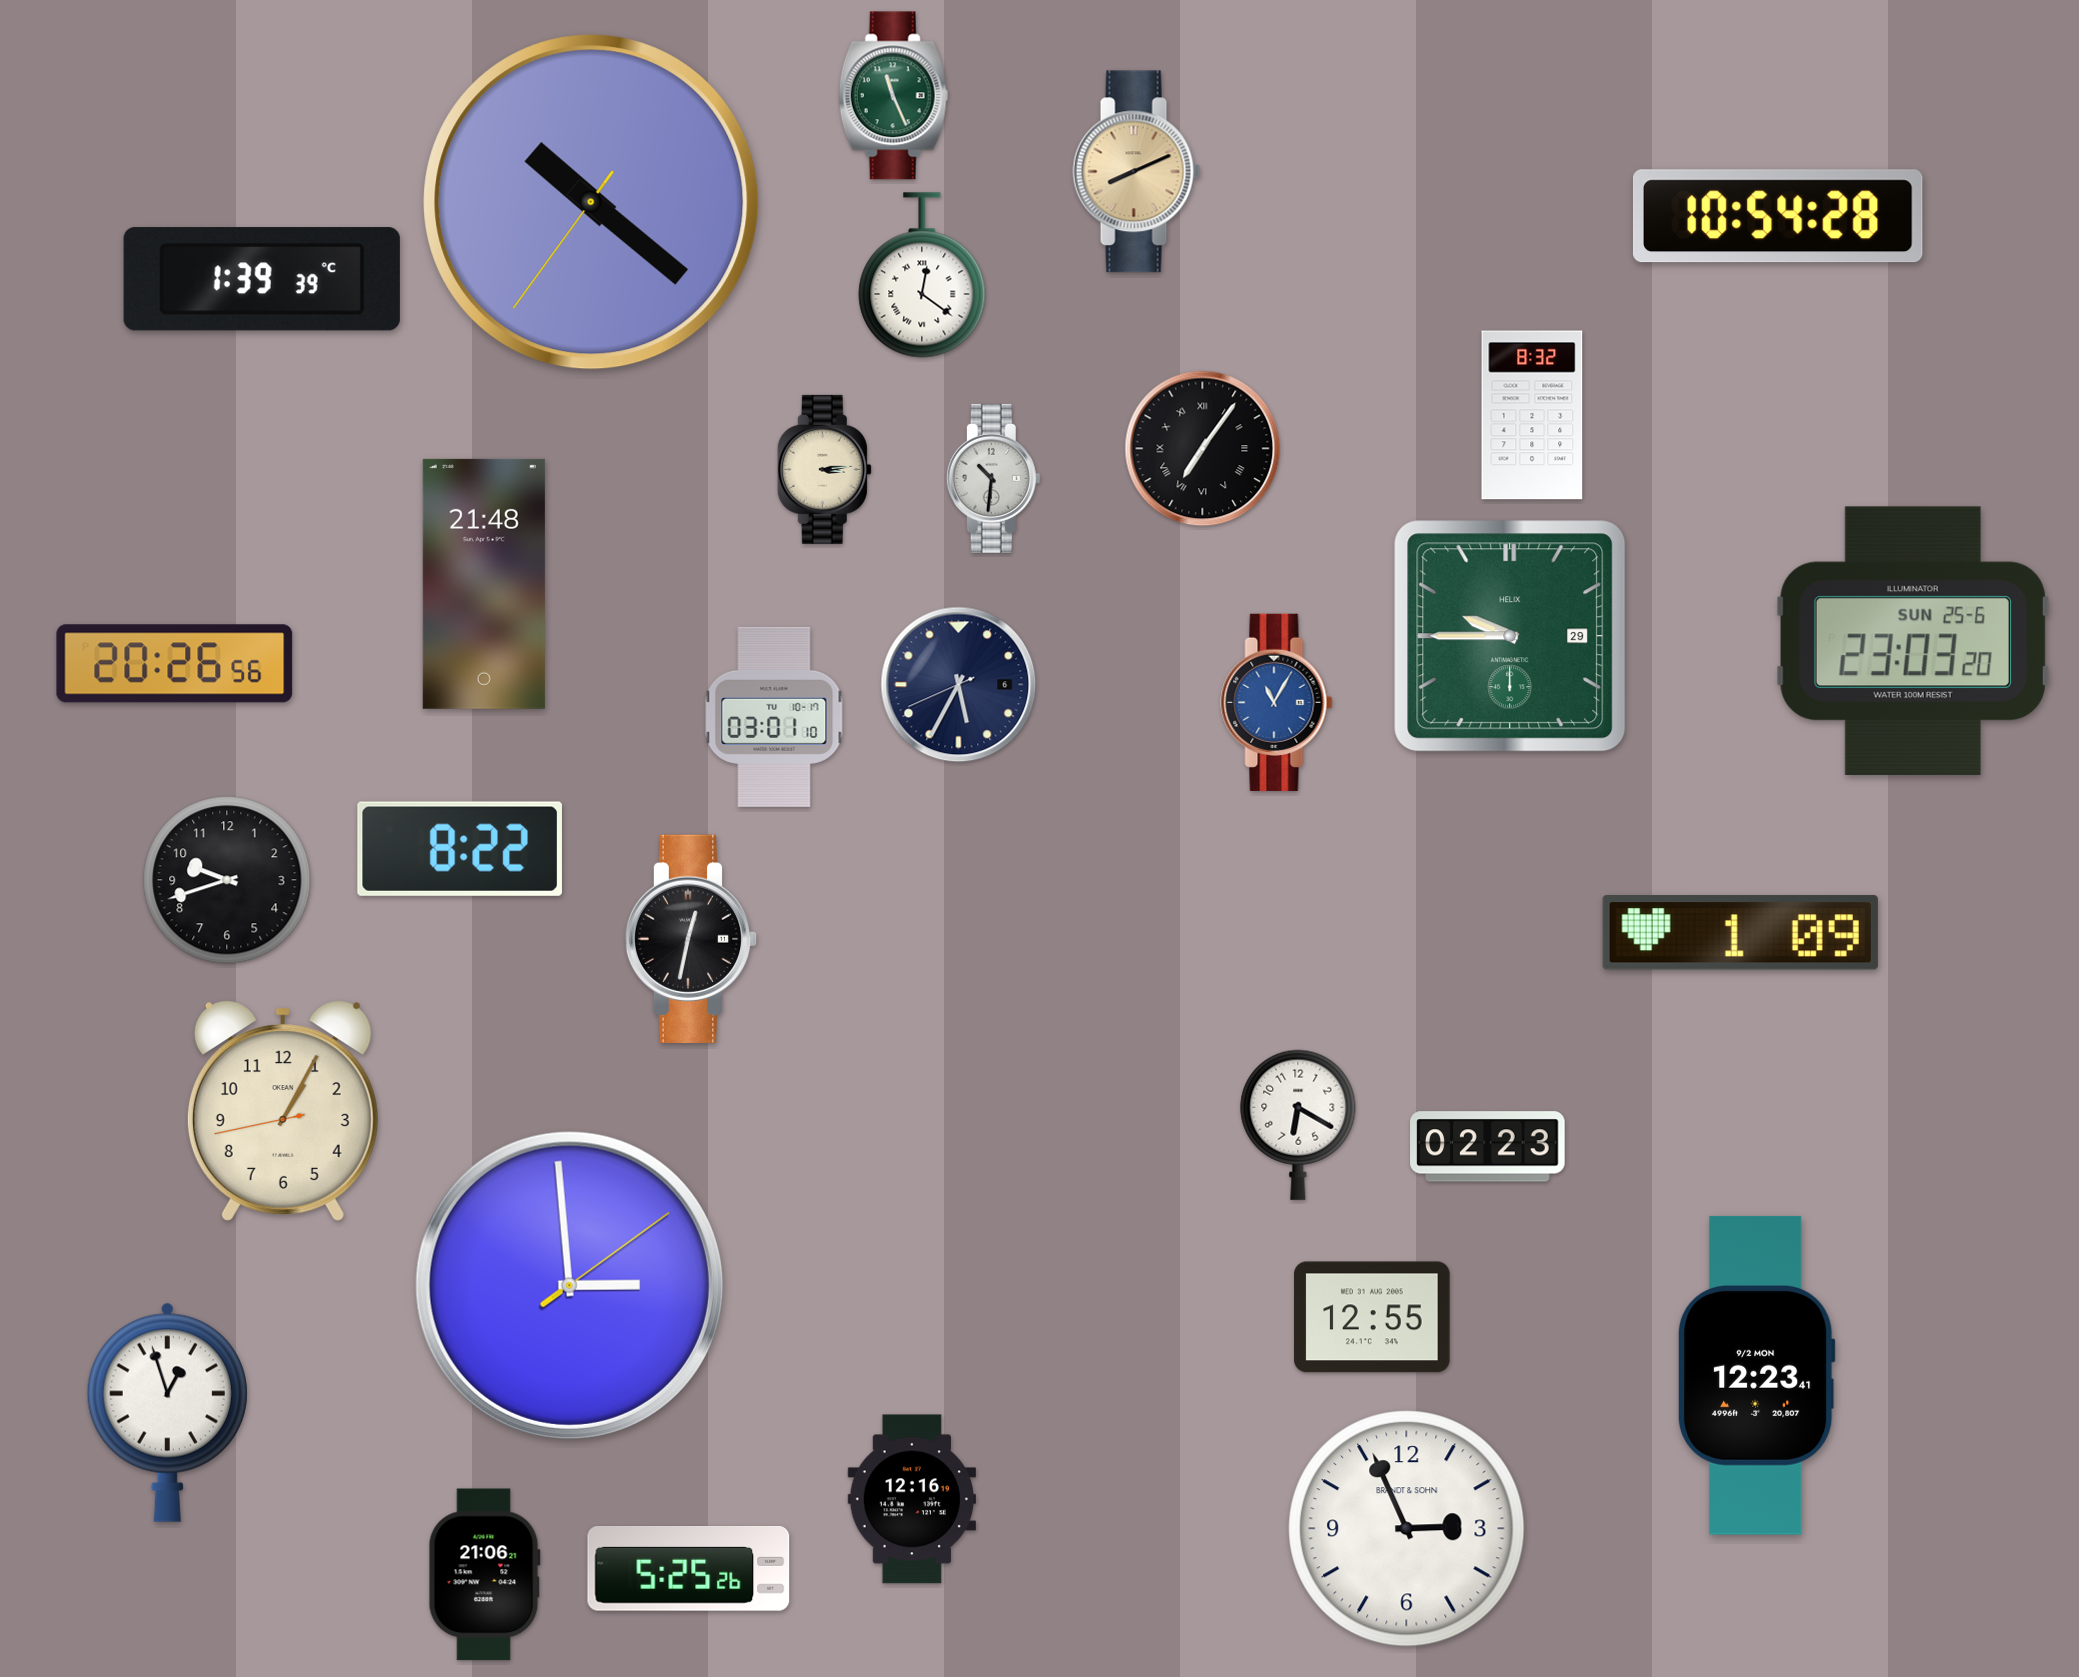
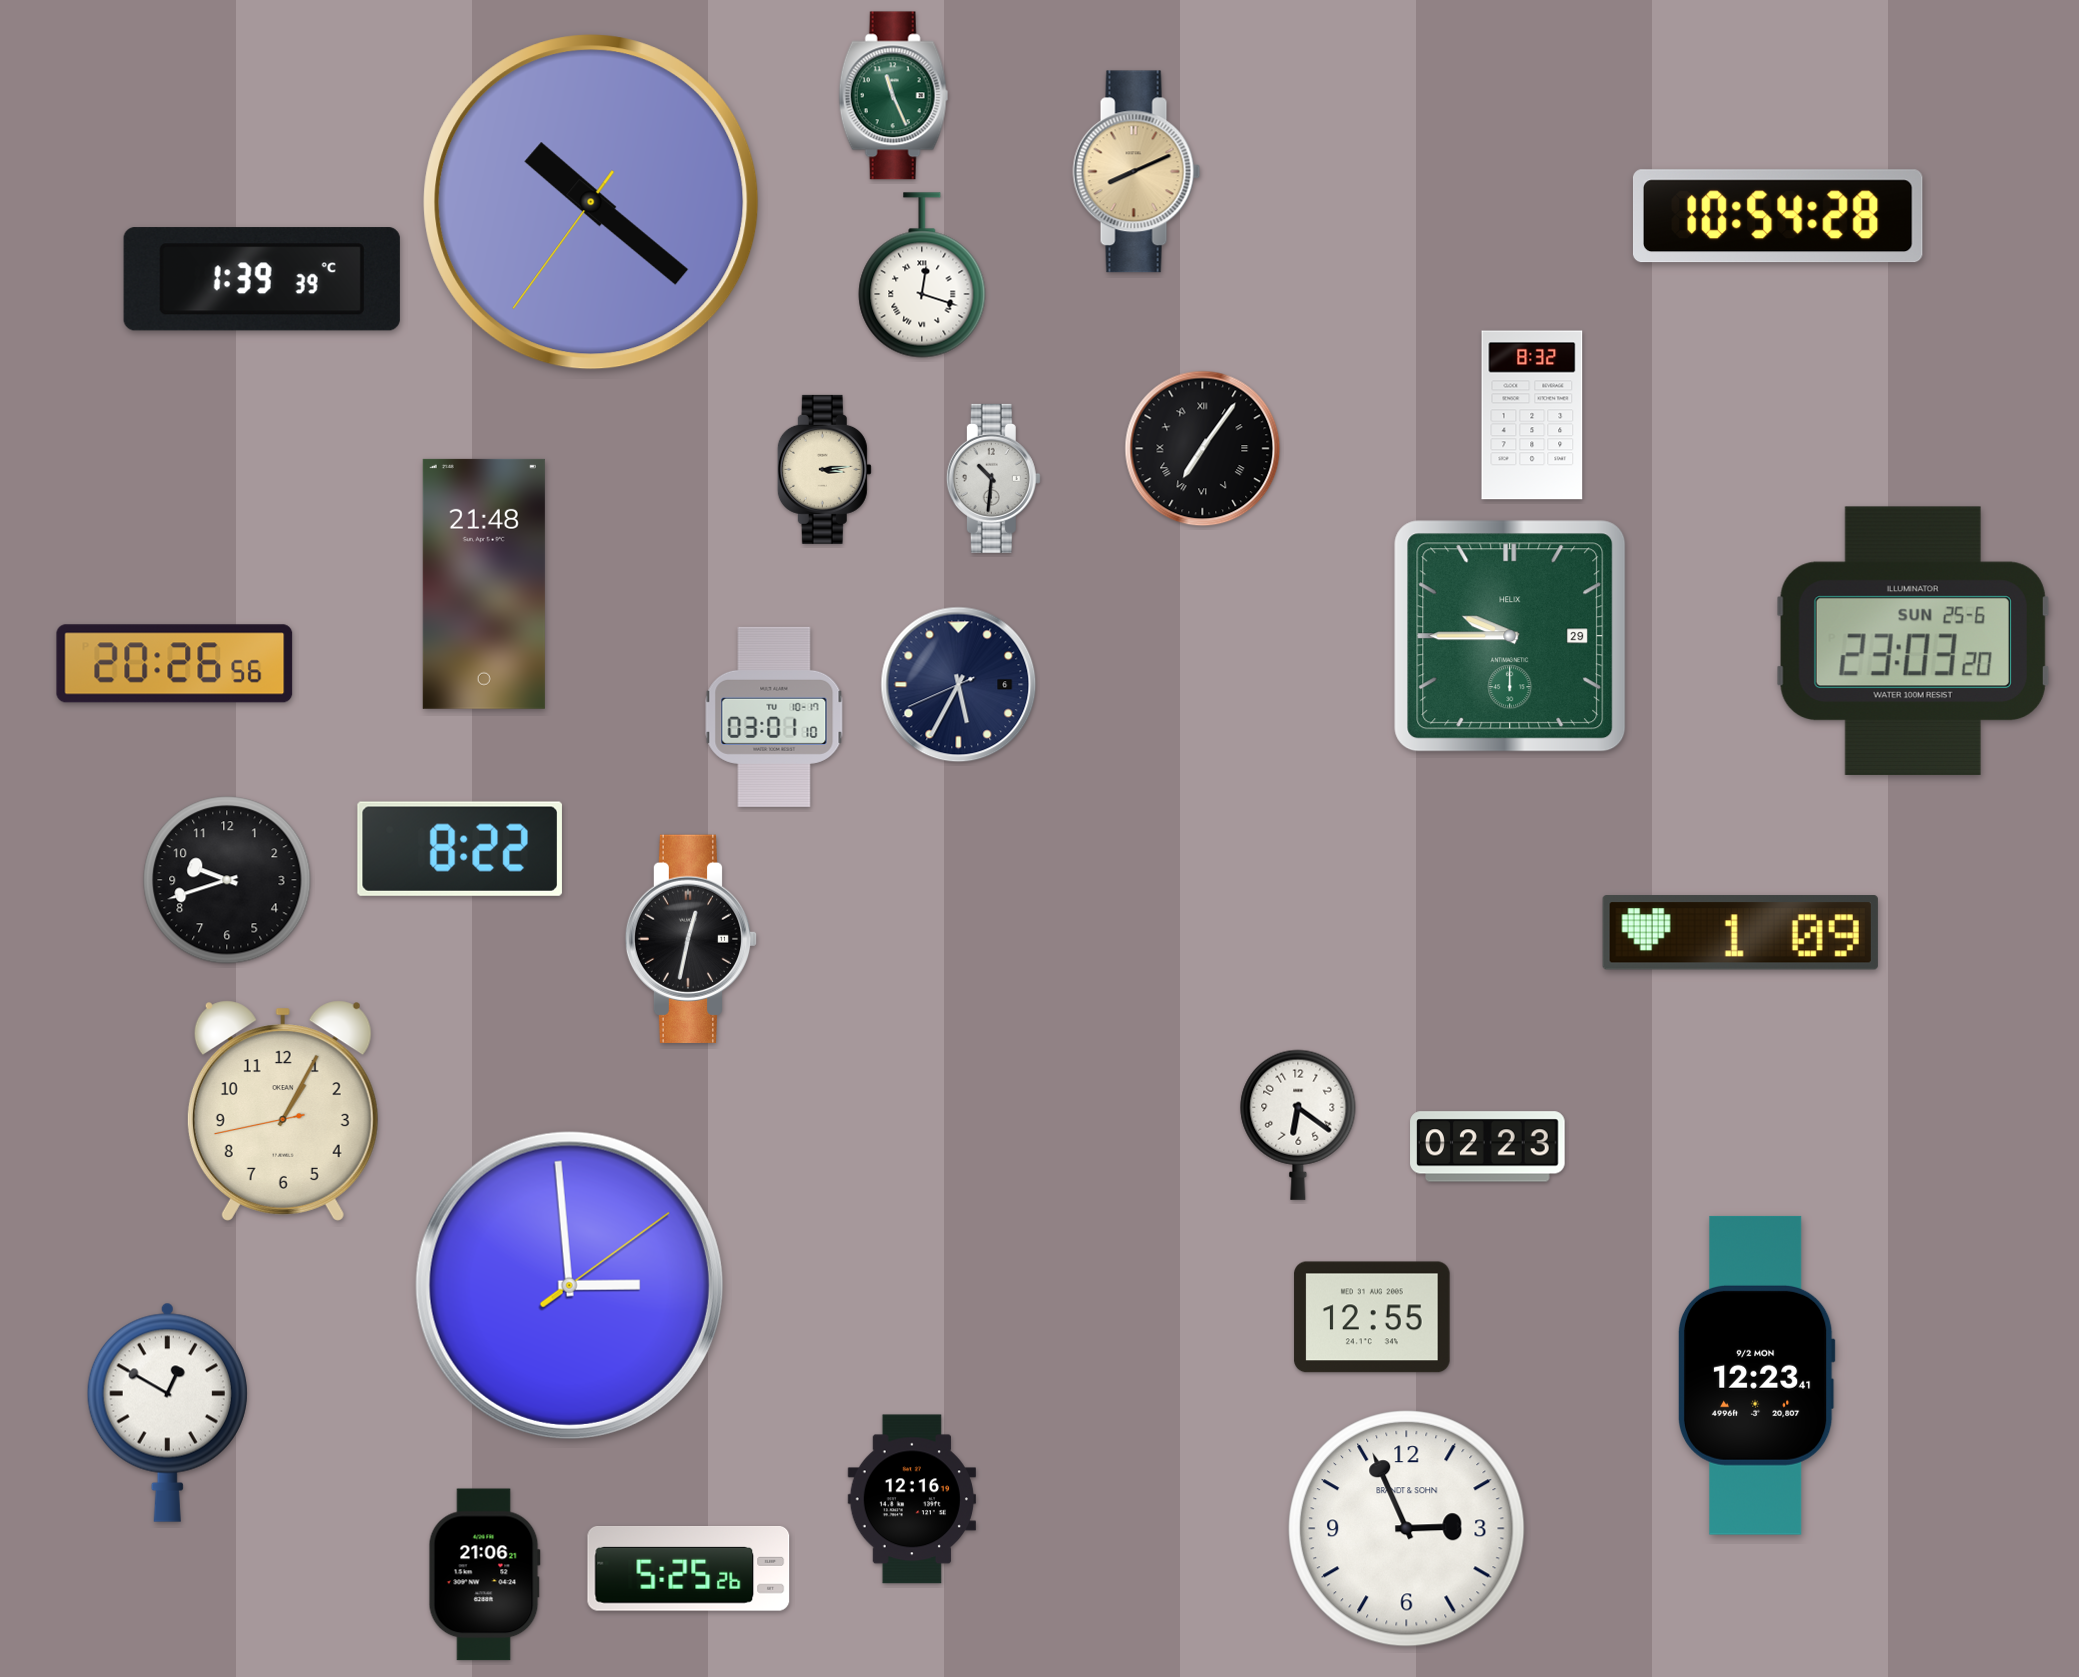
clock at (922, 275): 12:21 -> 12:18
clock at (1277, 702): 11:05 -> none
clock at (1298, 1125): 6:20 -> 6:21
clock at (167, 1412): 12:57 -> 12:50
